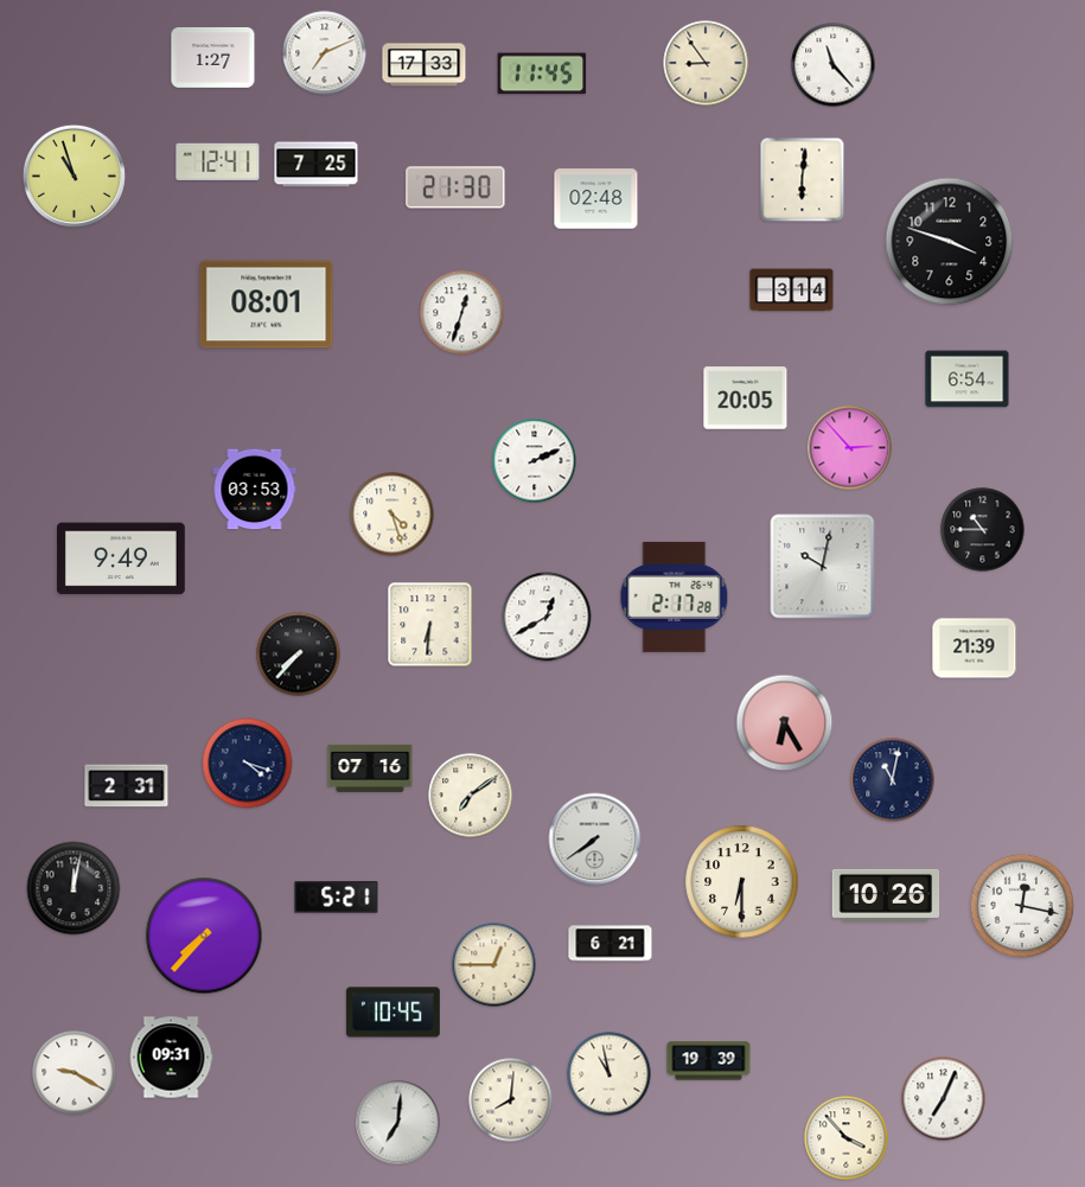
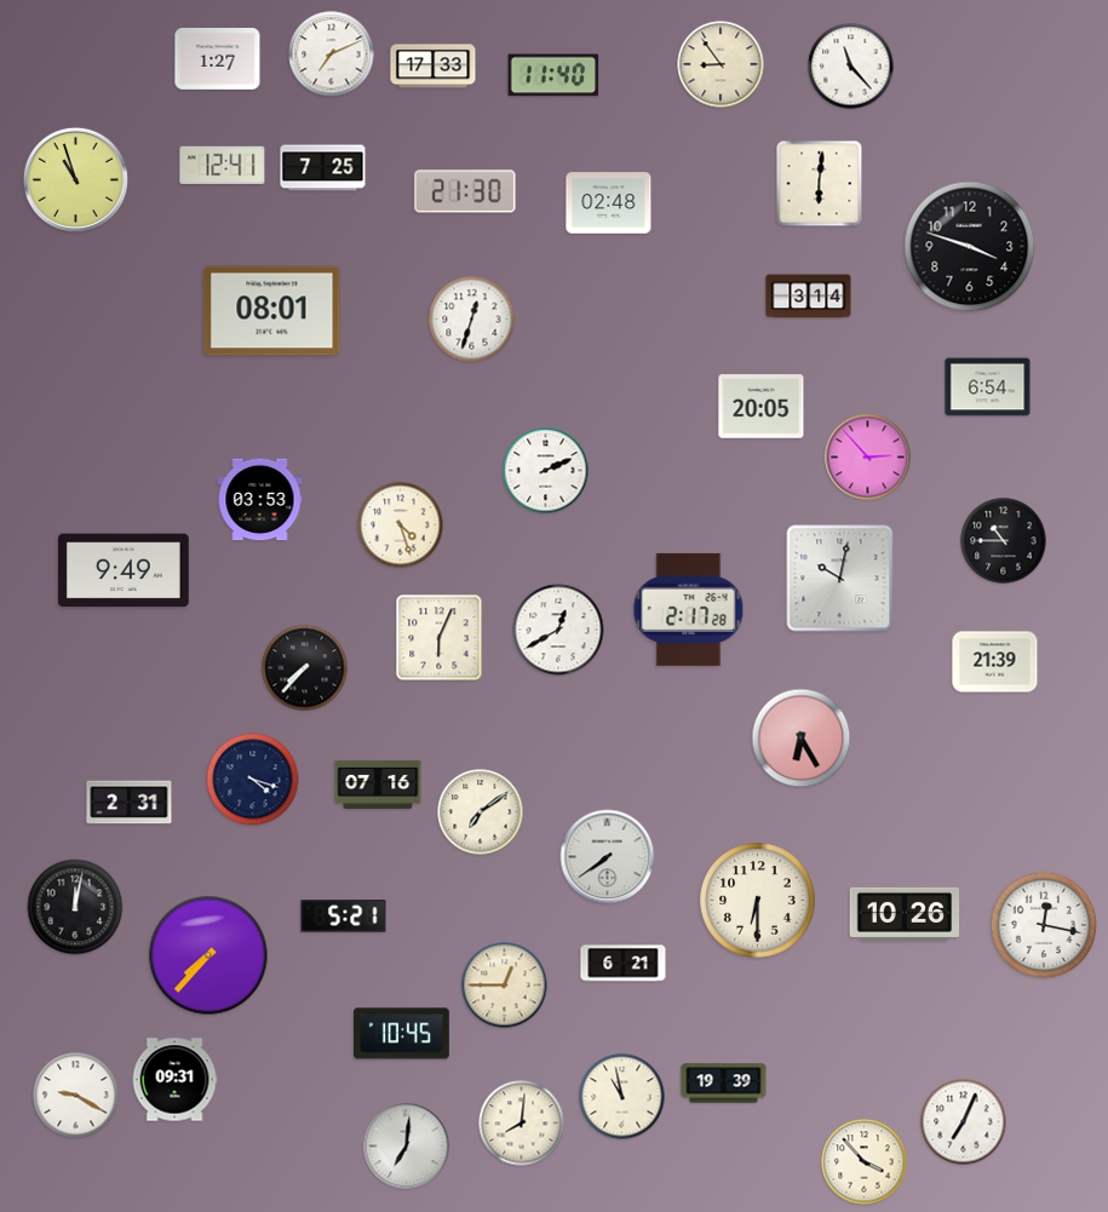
clock at (542, 74): 11:45 -> 11:40
clock at (430, 625): 6:31 -> 6:04
clock at (893, 780): 11:02 -> none
